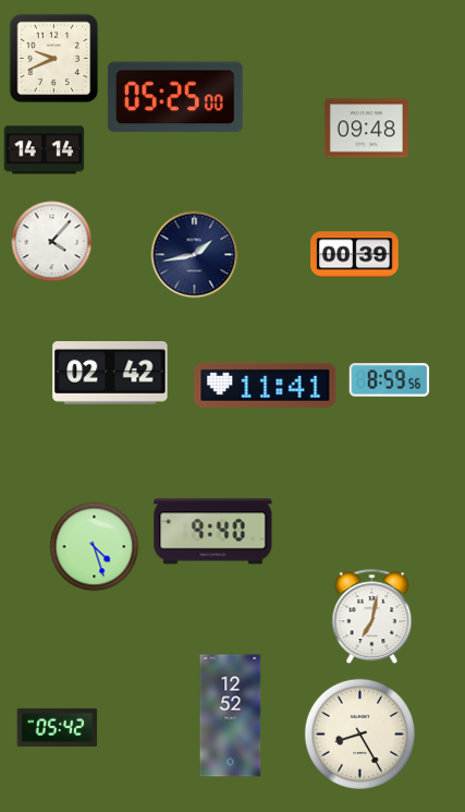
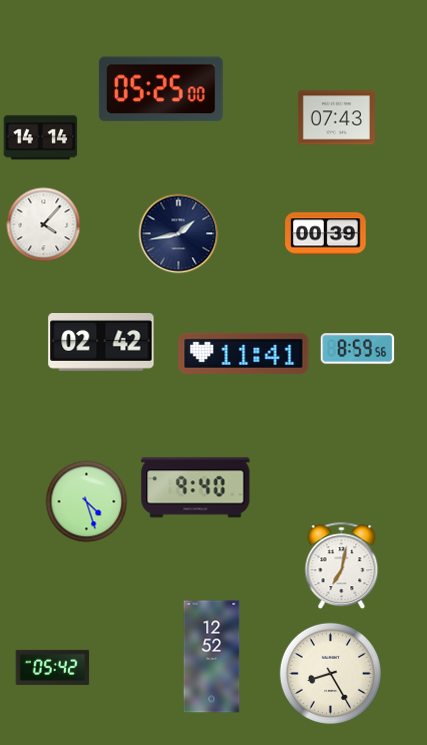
clock at (54, 59): 9:41 -> none
clock at (366, 129): 09:48 -> 07:43
clock at (52, 242) position: (52, 242) -> (44, 225)
